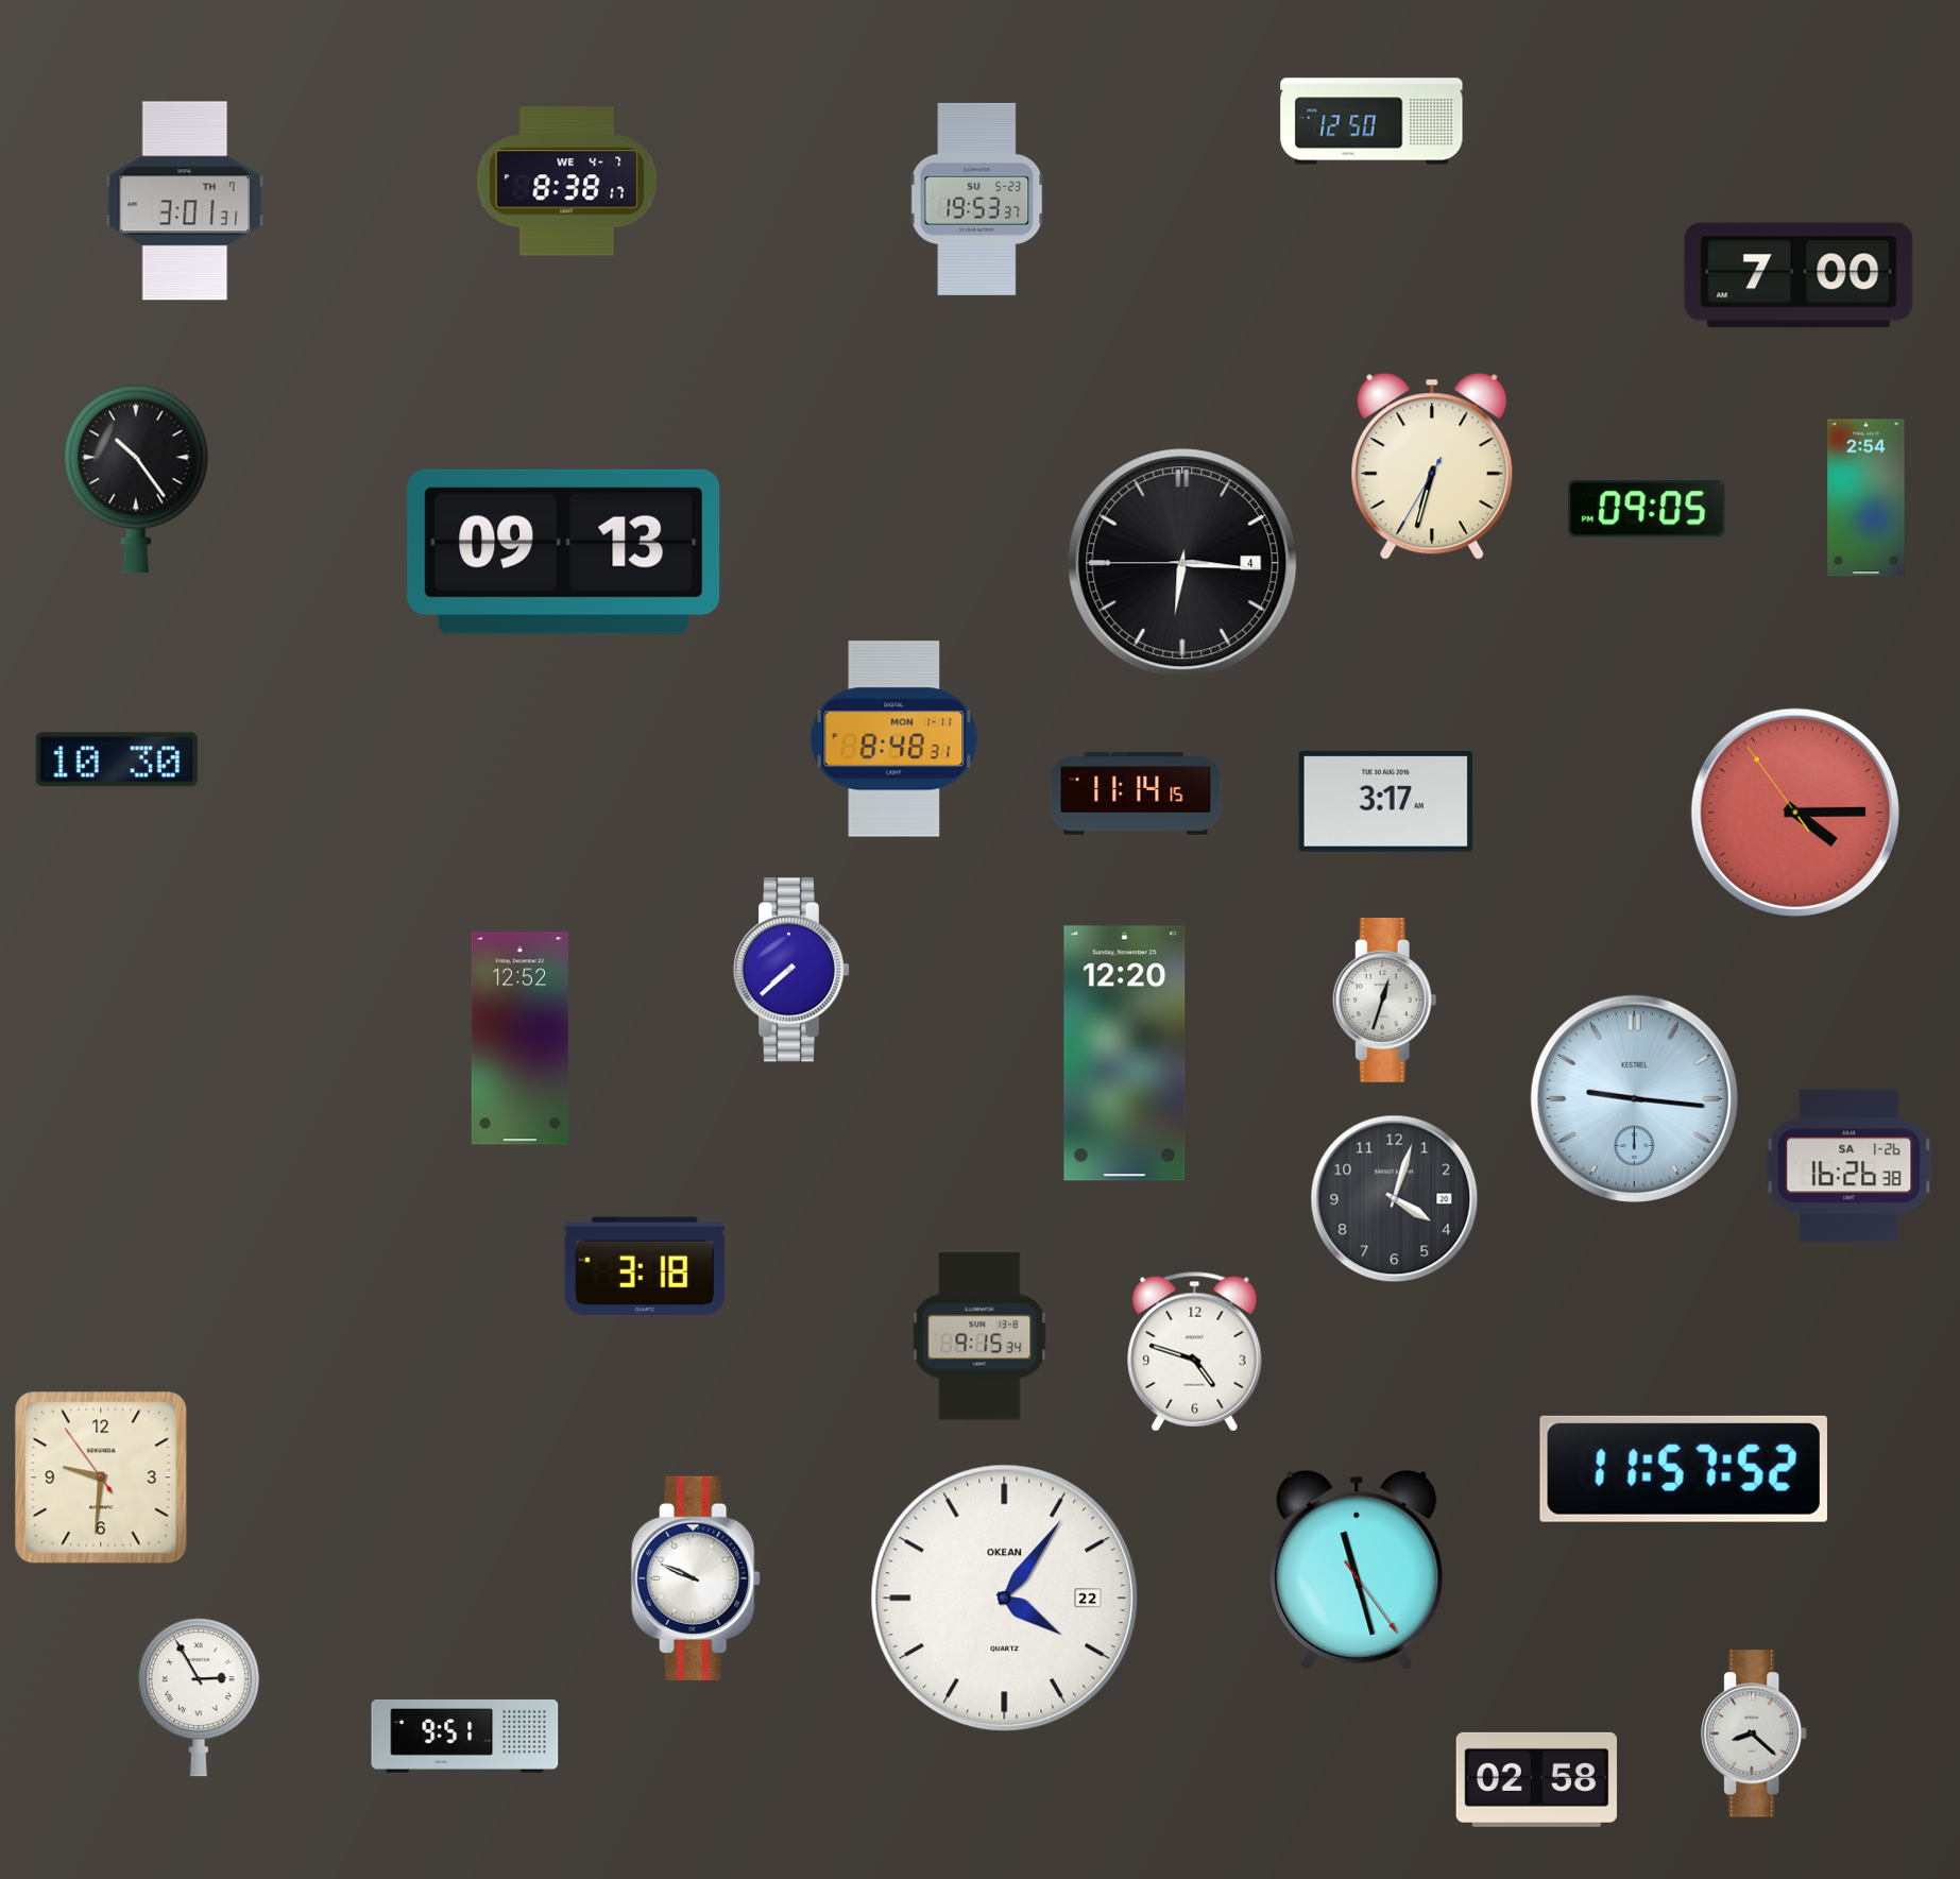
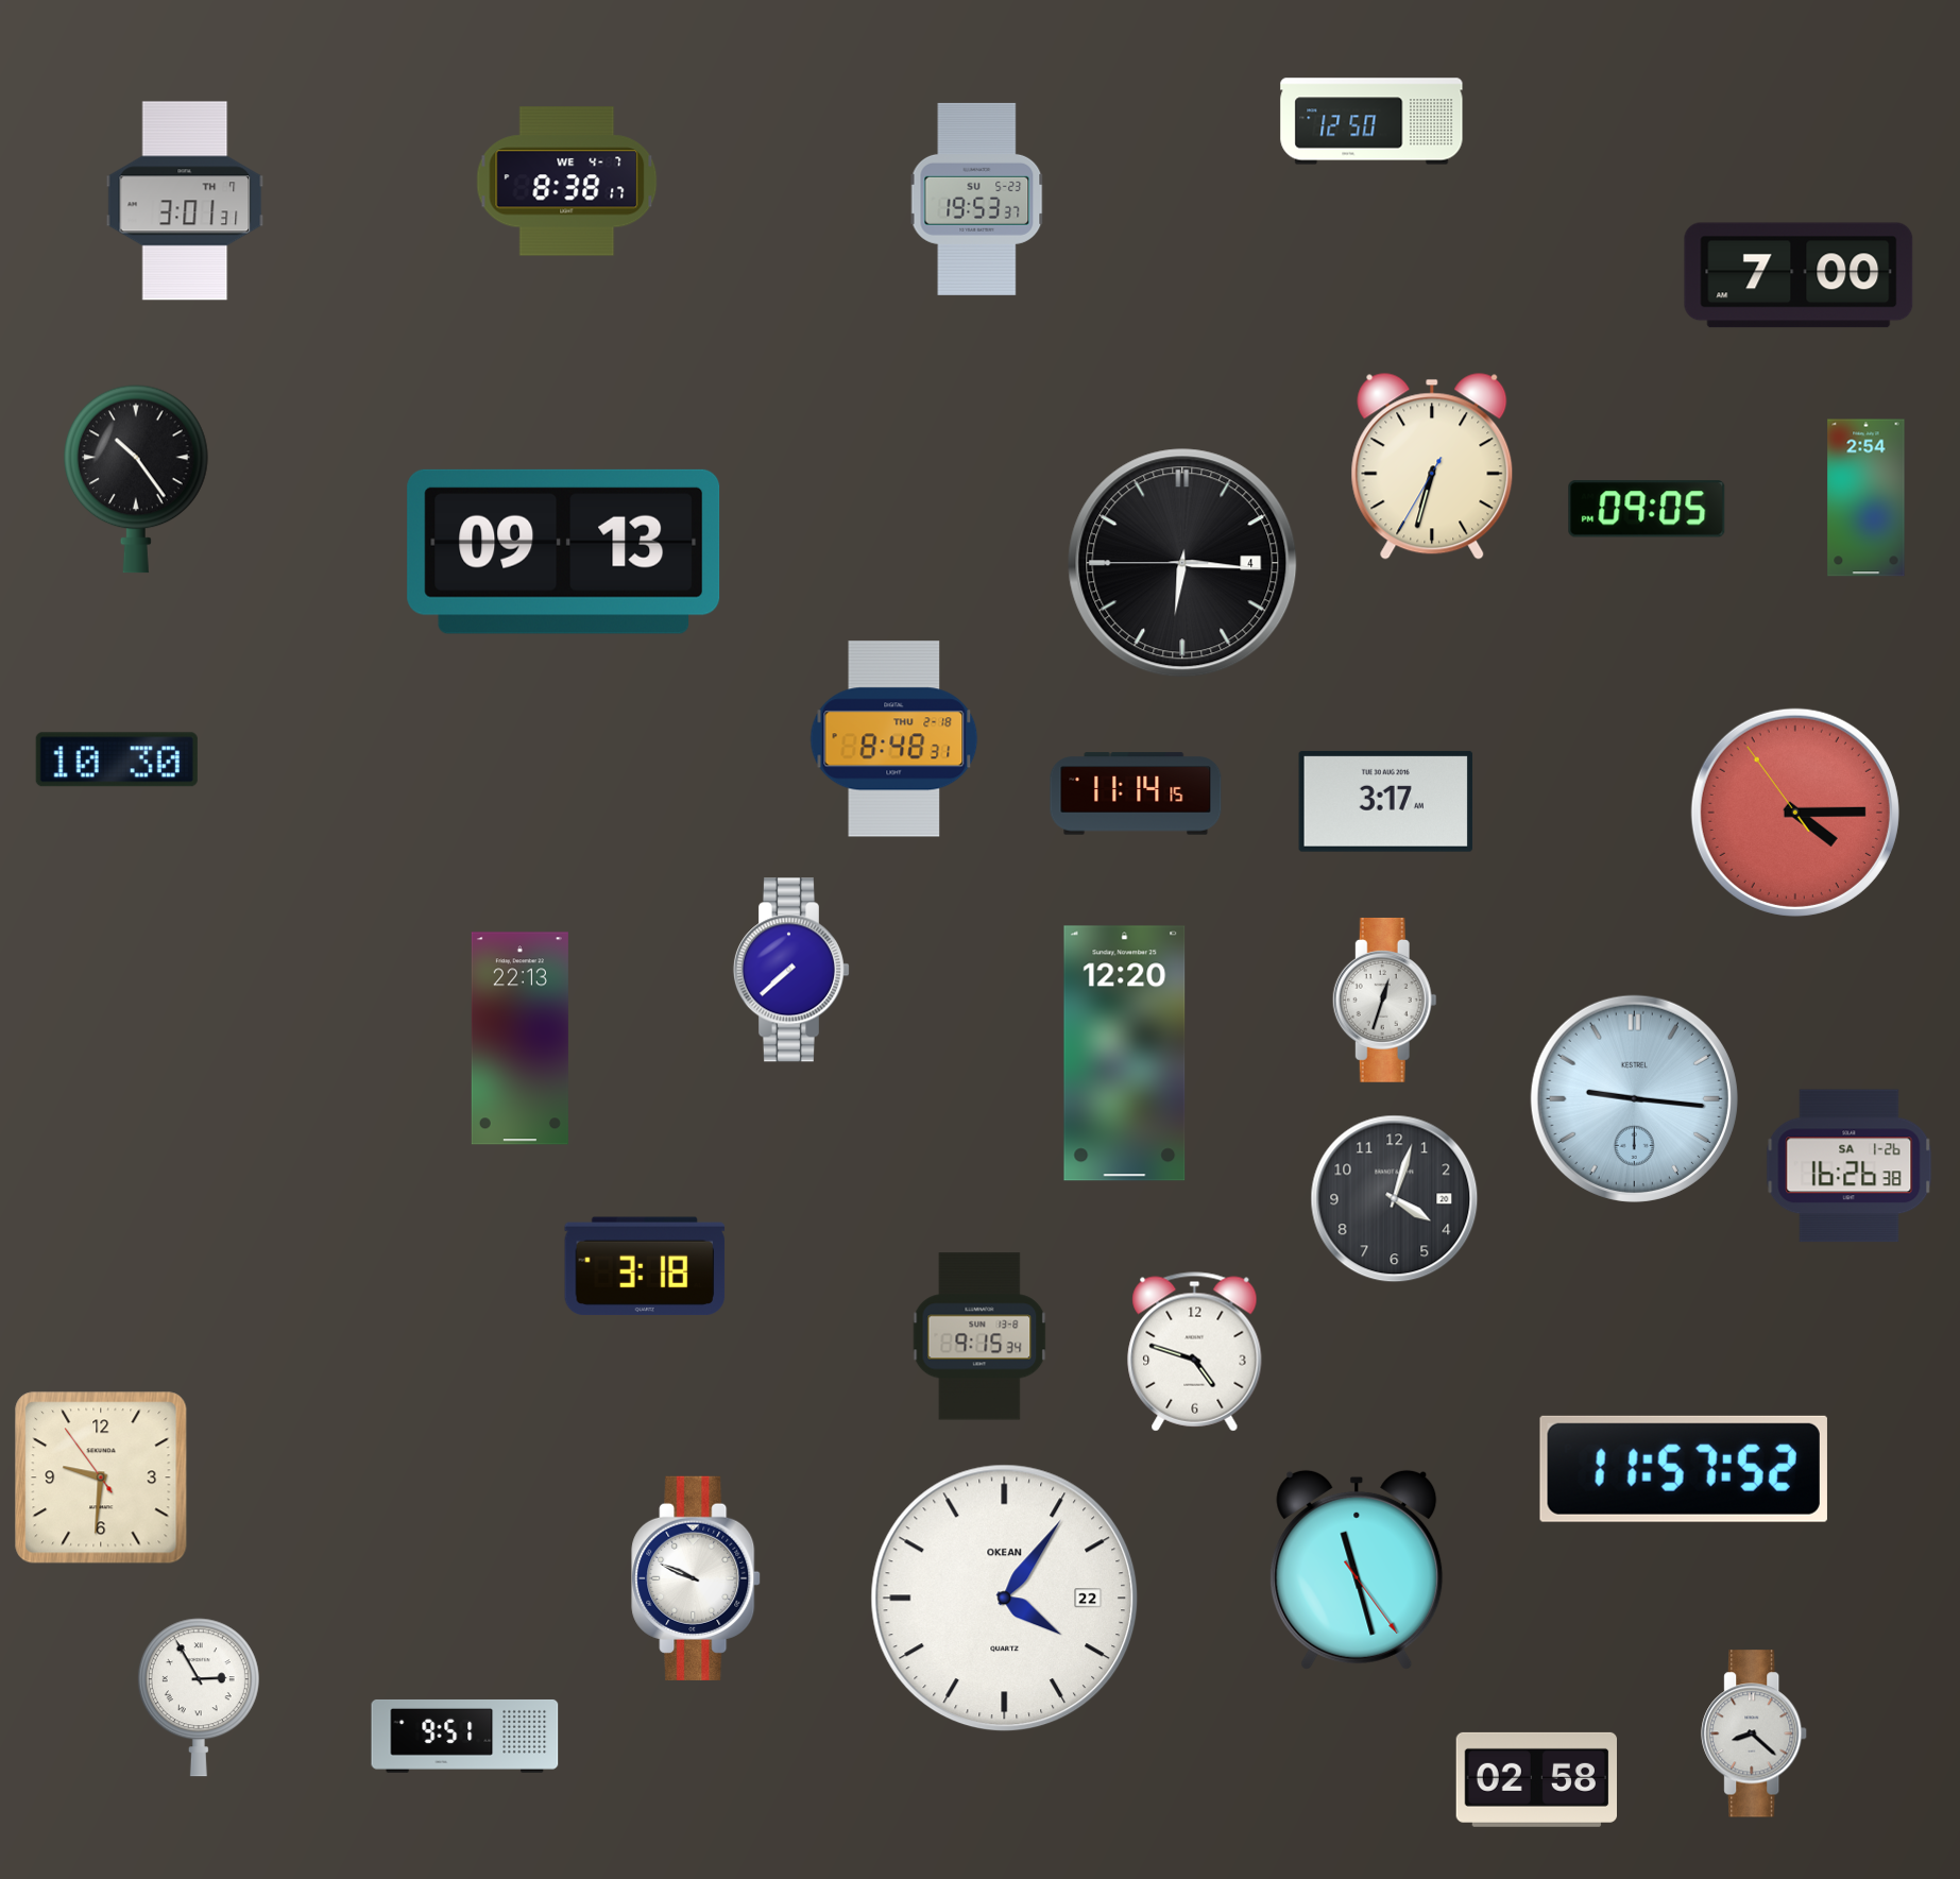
clock at (894, 739) date: MON 1-11 -> THU 2-18
clock at (519, 1039): 12:52 -> 22:13
